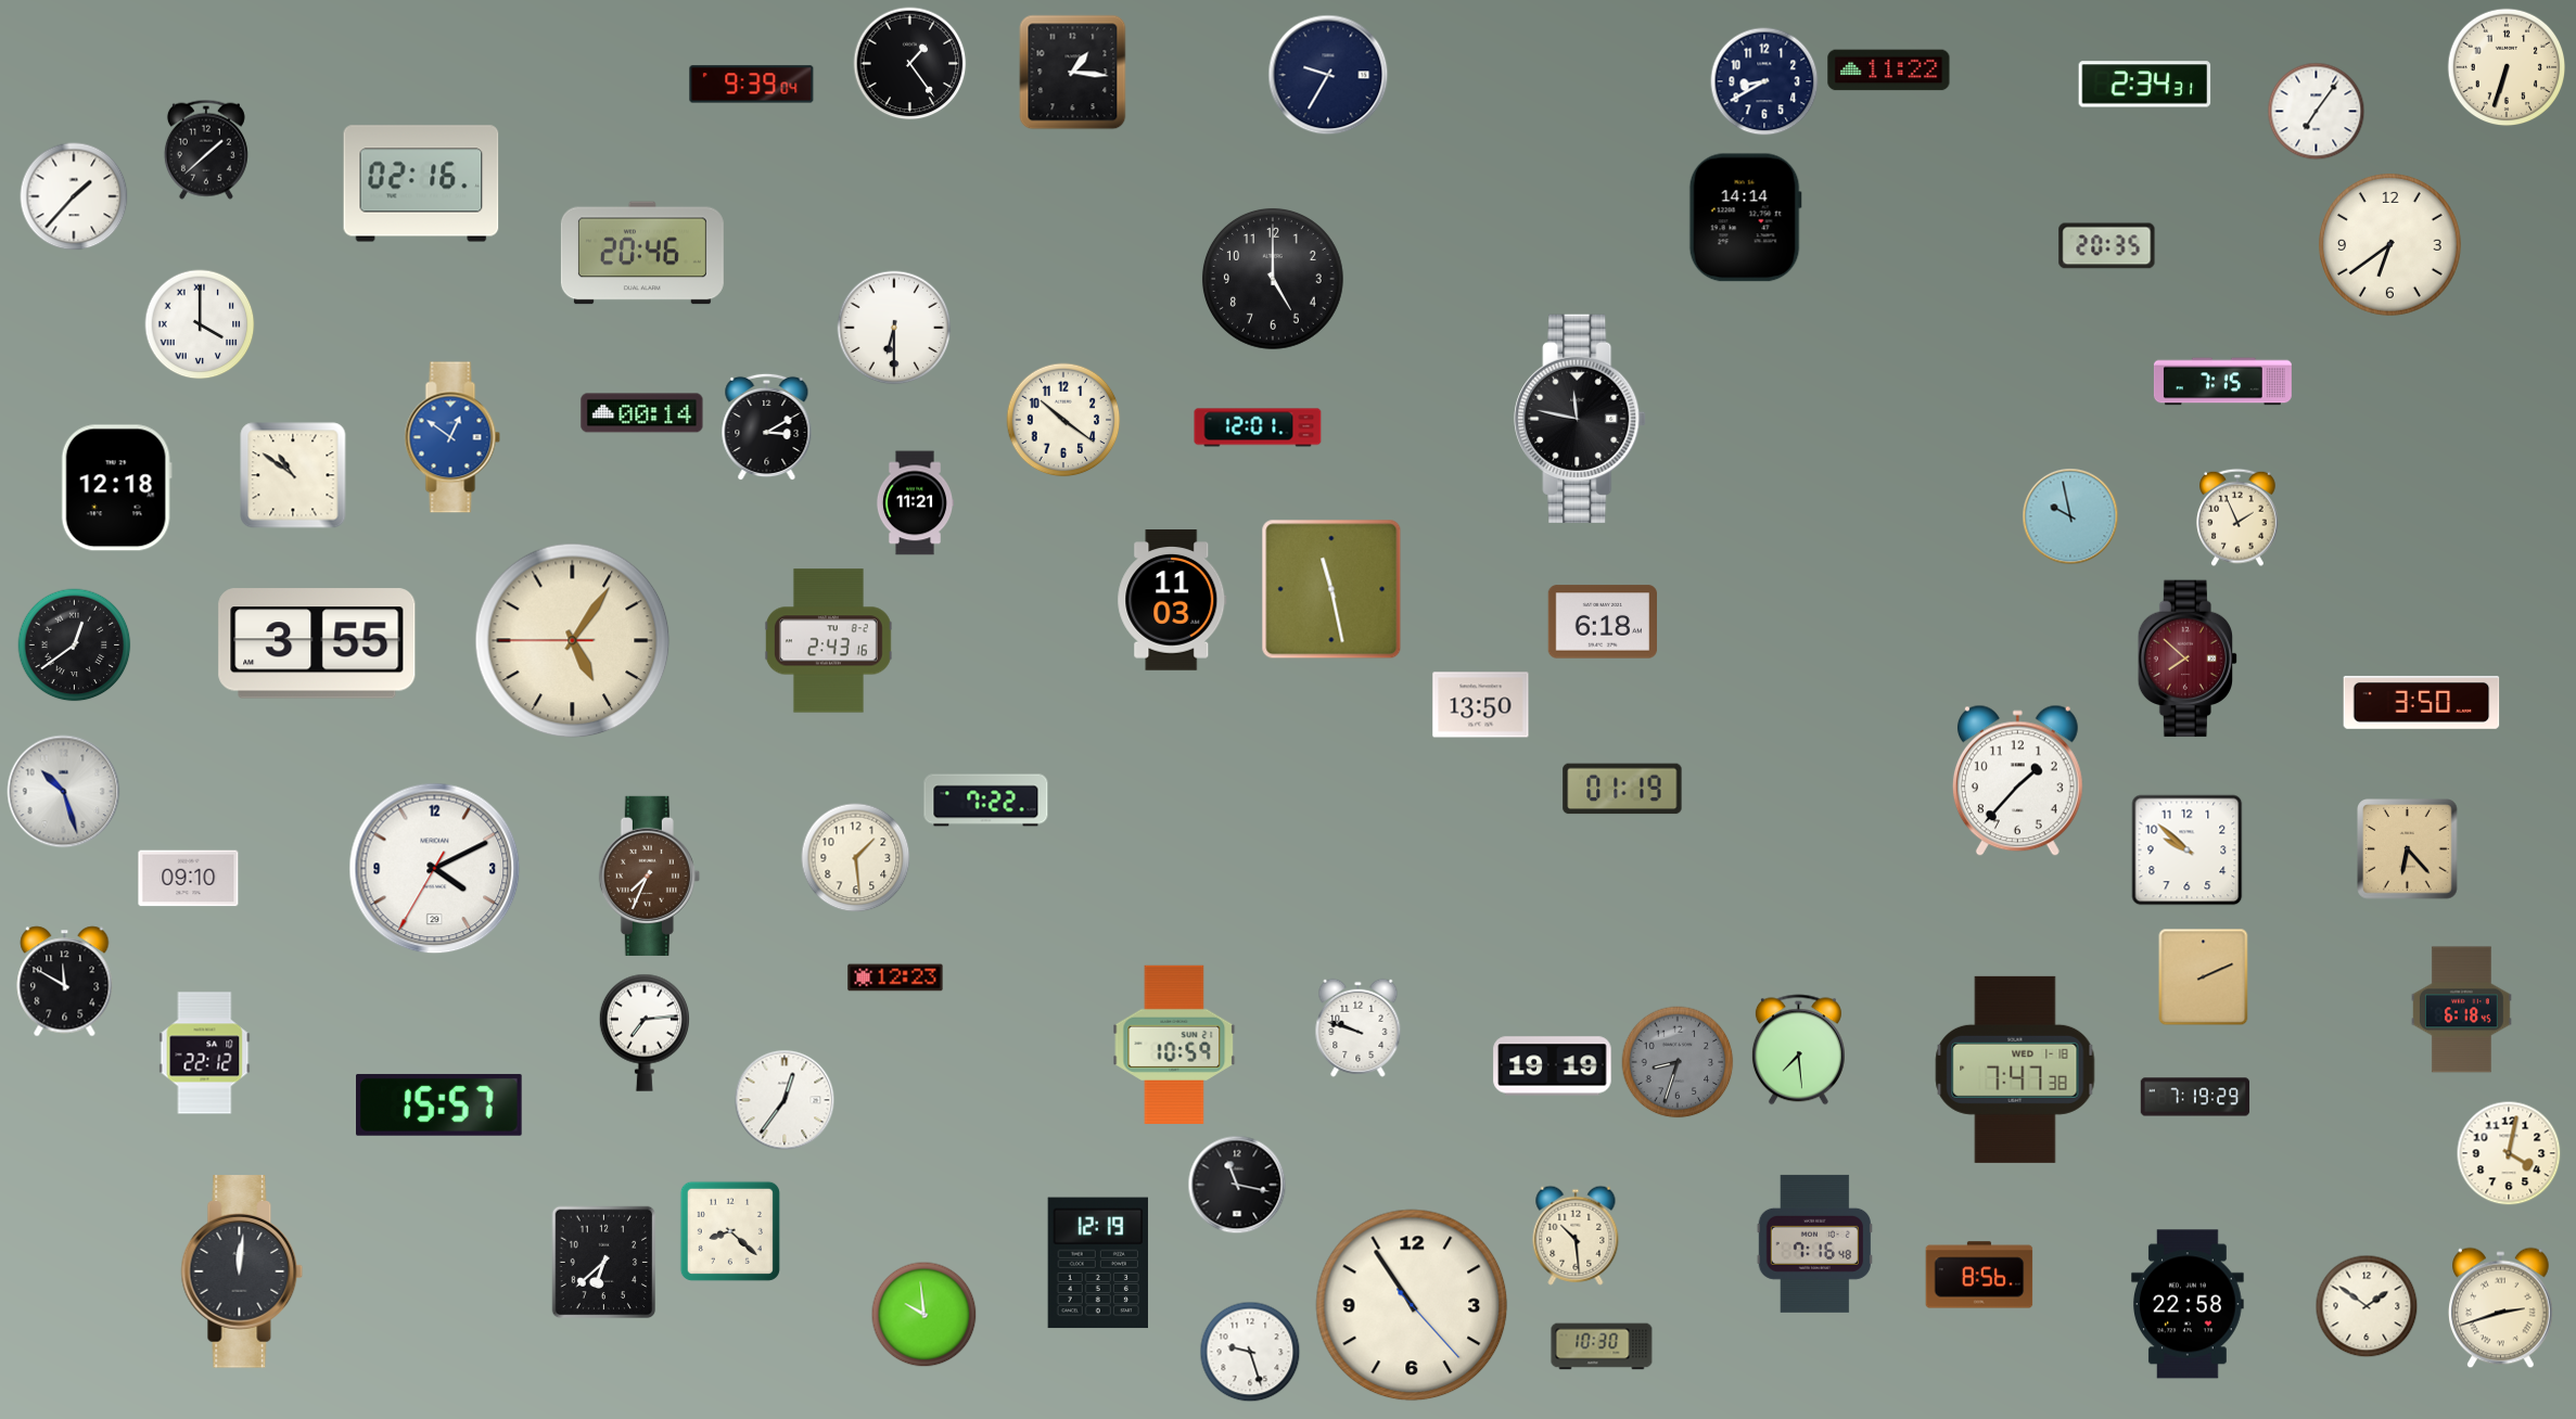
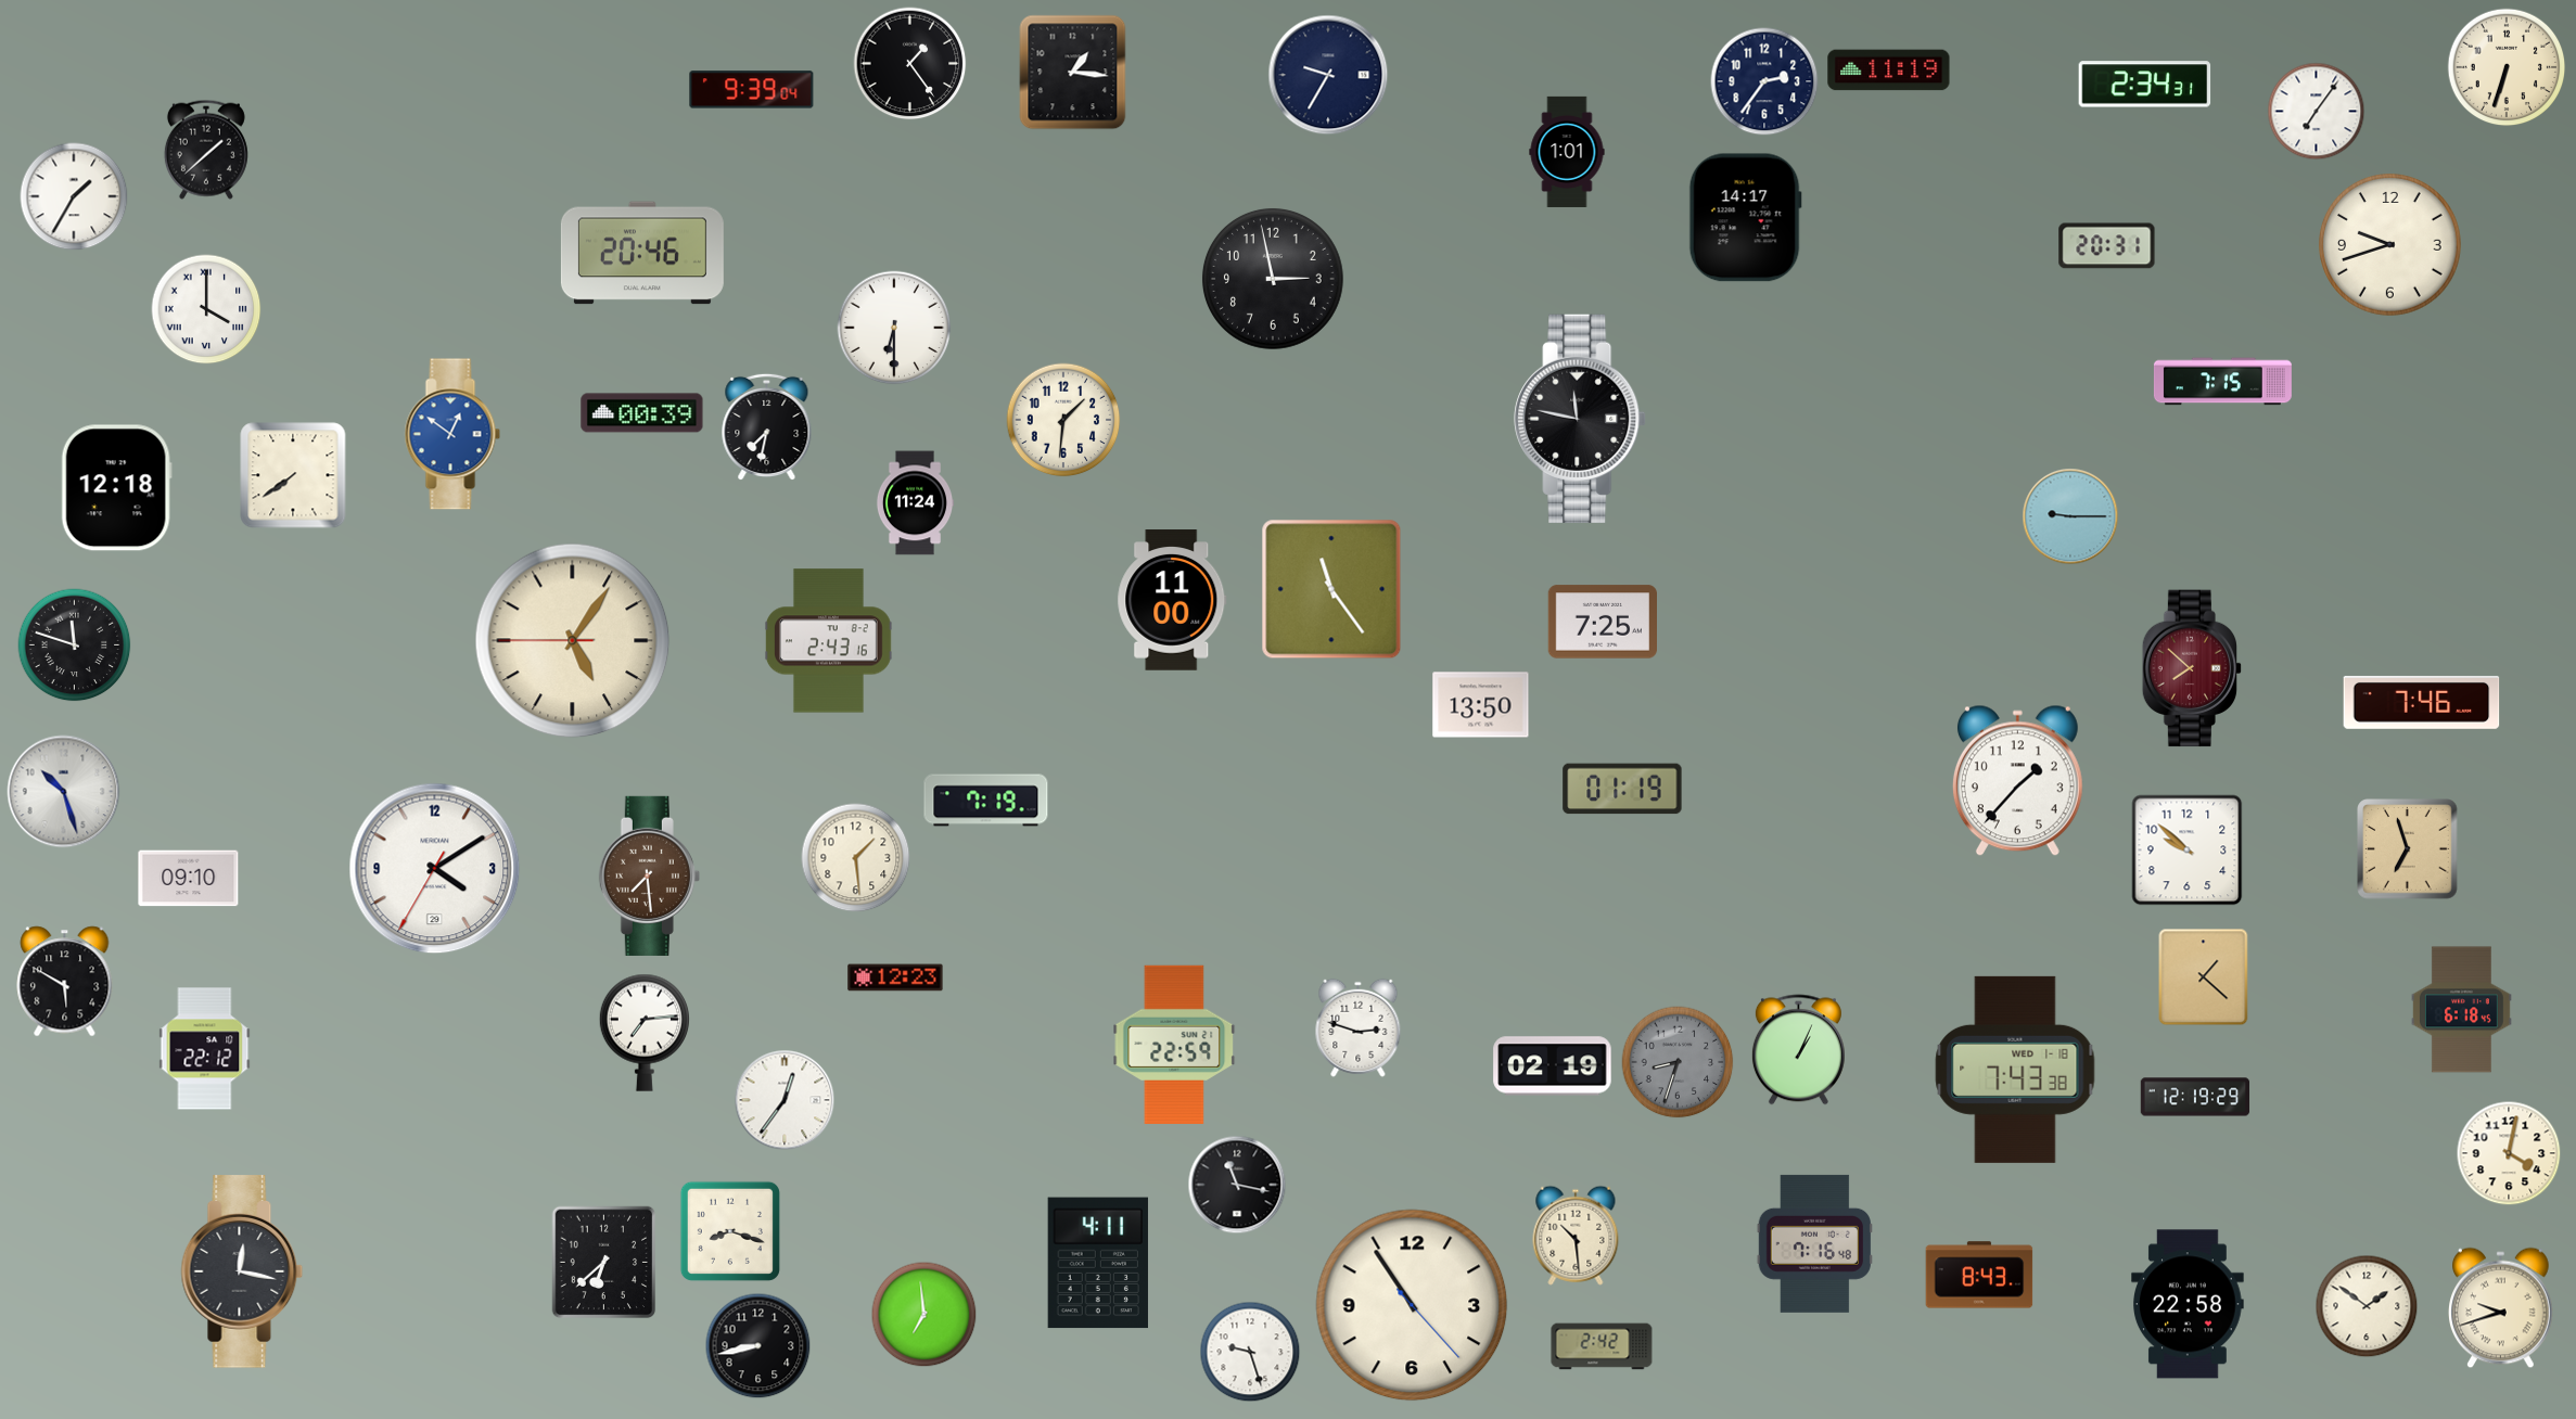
clock at (1889, 71): 11:22 -> 11:19
clock at (1764, 81): 8:40 -> 2:36
clock at (752, 85) position: (752, 85) -> (752, 90)
clock at (1567, 152): none -> 1:01
clock at (421, 183): 02:16 -> none
clock at (74, 196): 1:37 -> 1:35
clock at (1745, 218): 14:14 -> 14:17
clock at (2390, 245): 6:39 -> 9:42
clock at (2107, 246): 20:35 -> 20:31
clock at (1273, 279): 5:00 -> 2:58
clock at (200, 324) position: (200, 324) -> (206, 309)
clock at (642, 413): 00:14 -> 00:39
clock at (1063, 420): 10:21 -> 1:31
clock at (767, 427): 3:10 -> 7:32
clock at (1258, 427): 12:01 -> none
clock at (452, 437) position: (452, 437) -> (452, 434)
clock at (293, 475): 10:51 -> 7:39
clock at (915, 503): 11:21 -> 11:24
clock at (2070, 516): 9:58 -> 9:15
clock at (2239, 517): 1:56 -> none
clock at (1331, 589): 11:28 -> 11:24
clock at (1172, 600): 11:03 -> 11:00
clock at (1602, 622): 6:18 -> 7:25
clock at (317, 643): 3:55 -> none
clock at (75, 645): 12:39 -> 11:48
clock at (2188, 659) position: (2188, 659) -> (2192, 668)
clock at (2422, 703): 3:50 -> 7:46
clock at (986, 801): 7:22 -> 7:19
clock at (2408, 849): 6:23 -> 6:57
clock at (435, 869): 4:10 -> 4:09
clock at (649, 875): 7:34 -> 7:29
clock at (2204, 977): 2:11 -> 1:22
clock at (65, 982): 11:50 -> 5:50
clock at (1359, 1027): 9:48 -> 2:48
clock at (1174, 1045): 10:59 -> 22:59
clock at (1798, 1050): 7:29 -> 1:04
clock at (205, 1053) position: (205, 1053) -> (205, 1049)
clock at (1553, 1066): 19:19 -> 02:19
clock at (2015, 1070): 7:47 -> 7:43
clock at (2195, 1097): 7:19 -> 12:19
clock at (439, 1104): 15:57 -> none
clock at (730, 1231): 8:22 -> 8:18
clock at (1098, 1263): 12:19 -> 4:11
clock at (242, 1271): 12:01 -> 12:17
clock at (1979, 1275): 8:56 -> 8:43
clock at (2501, 1308): 2:42 -> 9:42
clock at (924, 1315): 9:59 -> 6:59
clock at (758, 1346): none -> 8:43
clock at (1602, 1346): 10:30 -> 2:42
